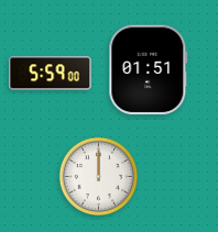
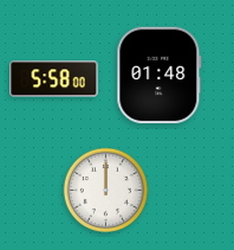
clock at (149, 70): 01:51 -> 01:48
clock at (51, 74): 5:59 -> 5:58
